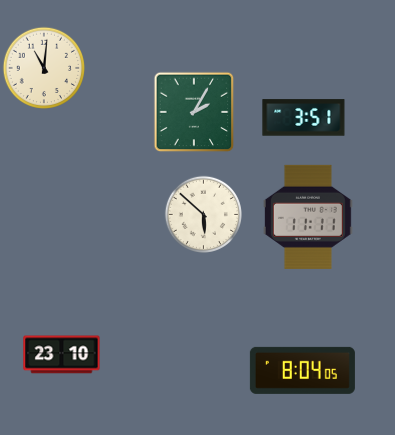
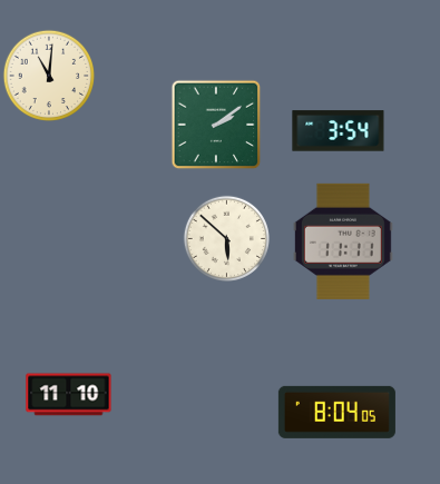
clock at (194, 112): 2:05 -> 2:09
clock at (304, 118): 3:51 -> 3:54
clock at (62, 355): 23:10 -> 11:10
